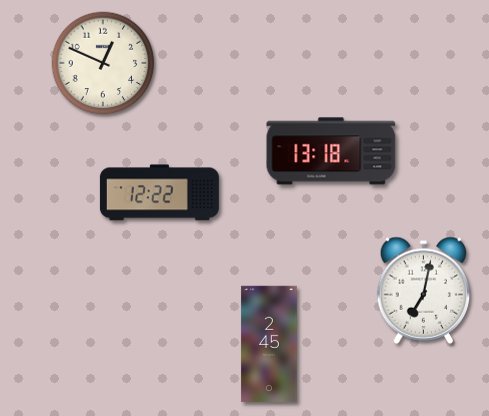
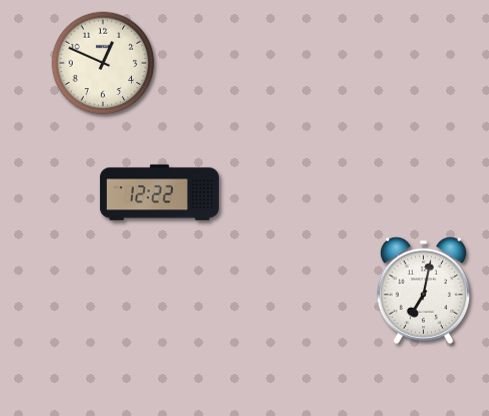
clock at (331, 151): 13:18 -> none
clock at (269, 344): 2:45 -> none
